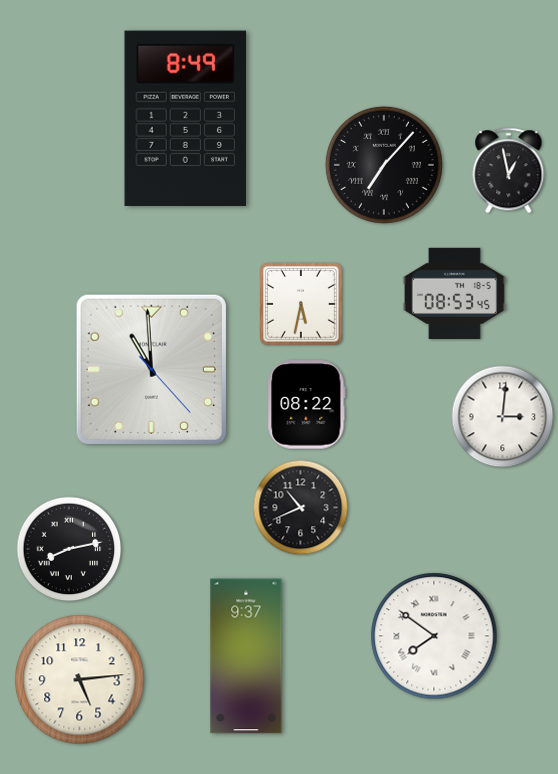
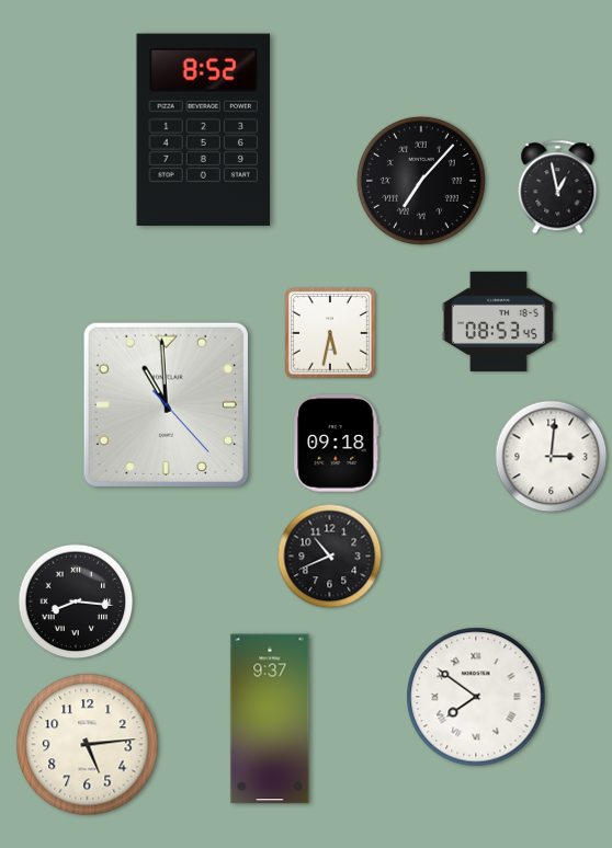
clock at (186, 118): 8:49 -> 8:52
clock at (307, 405): 08:22 -> 09:18
clock at (69, 549): 8:13 -> 8:16
